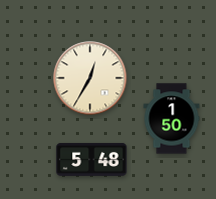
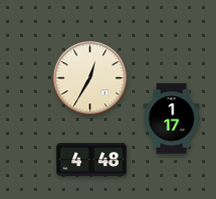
clock at (172, 119): 1:50 -> 1:17
clock at (92, 159): 5:48 -> 4:48
